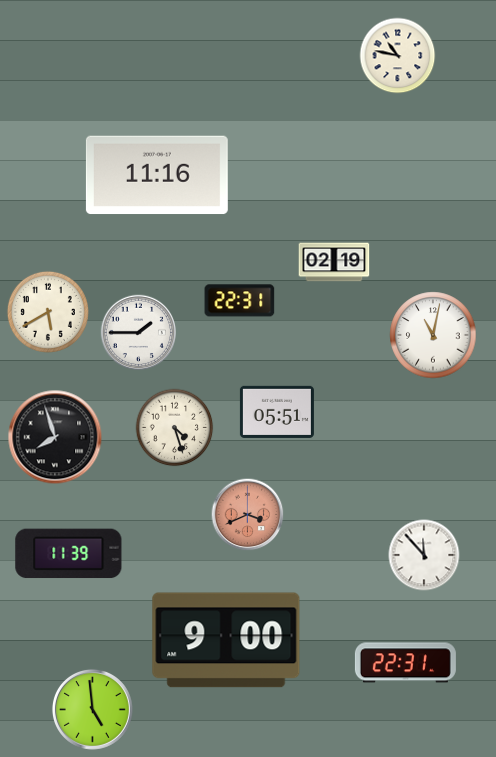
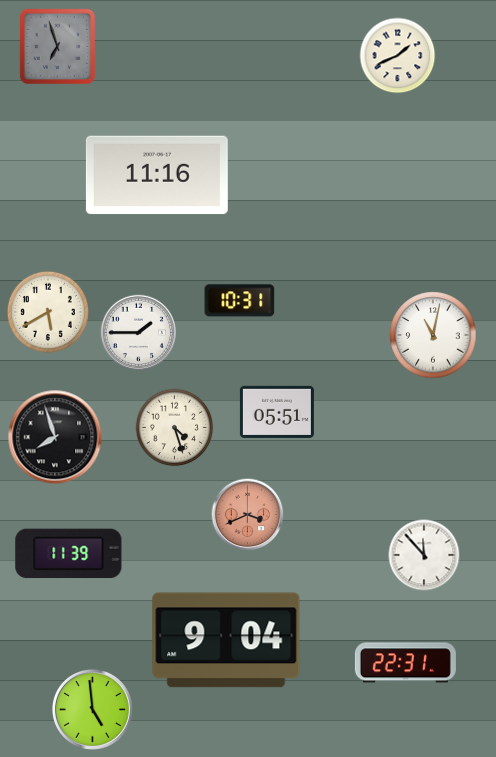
clock at (58, 47): none -> 6:57
clock at (398, 56): 10:47 -> 1:41
clock at (334, 262): 02:19 -> none
clock at (240, 301): 22:31 -> 10:31
clock at (226, 640): 9:00 -> 9:04
